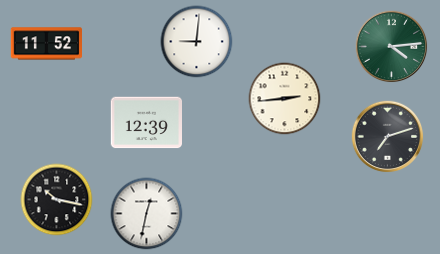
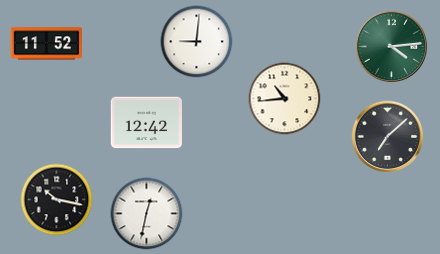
clock at (285, 99): 2:44 -> 10:44
clock at (146, 123): 12:39 -> 12:42
clock at (388, 137): 7:12 -> 7:08
